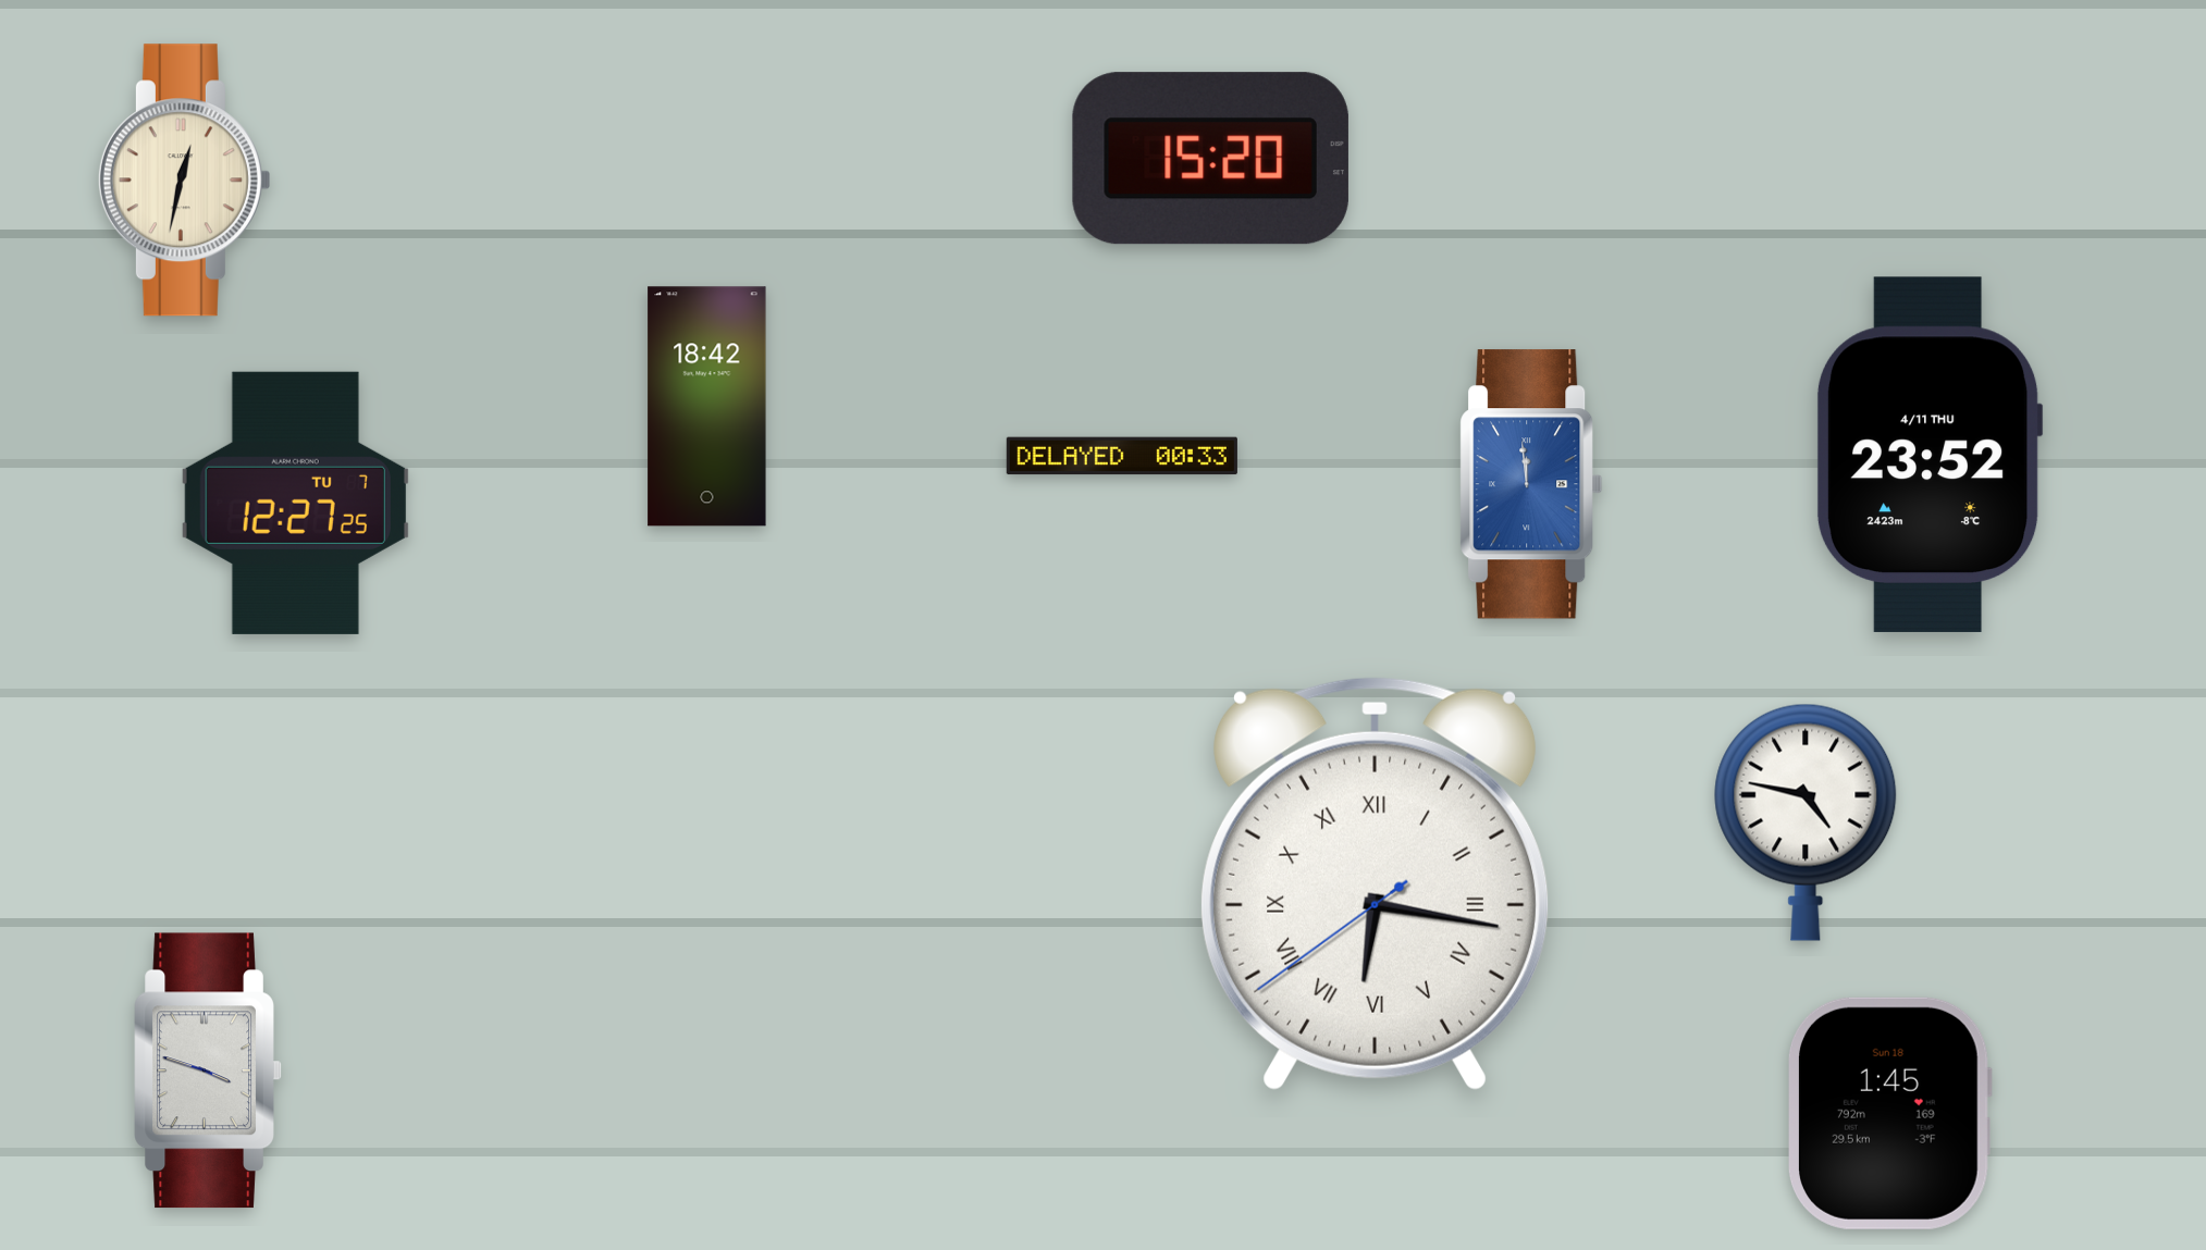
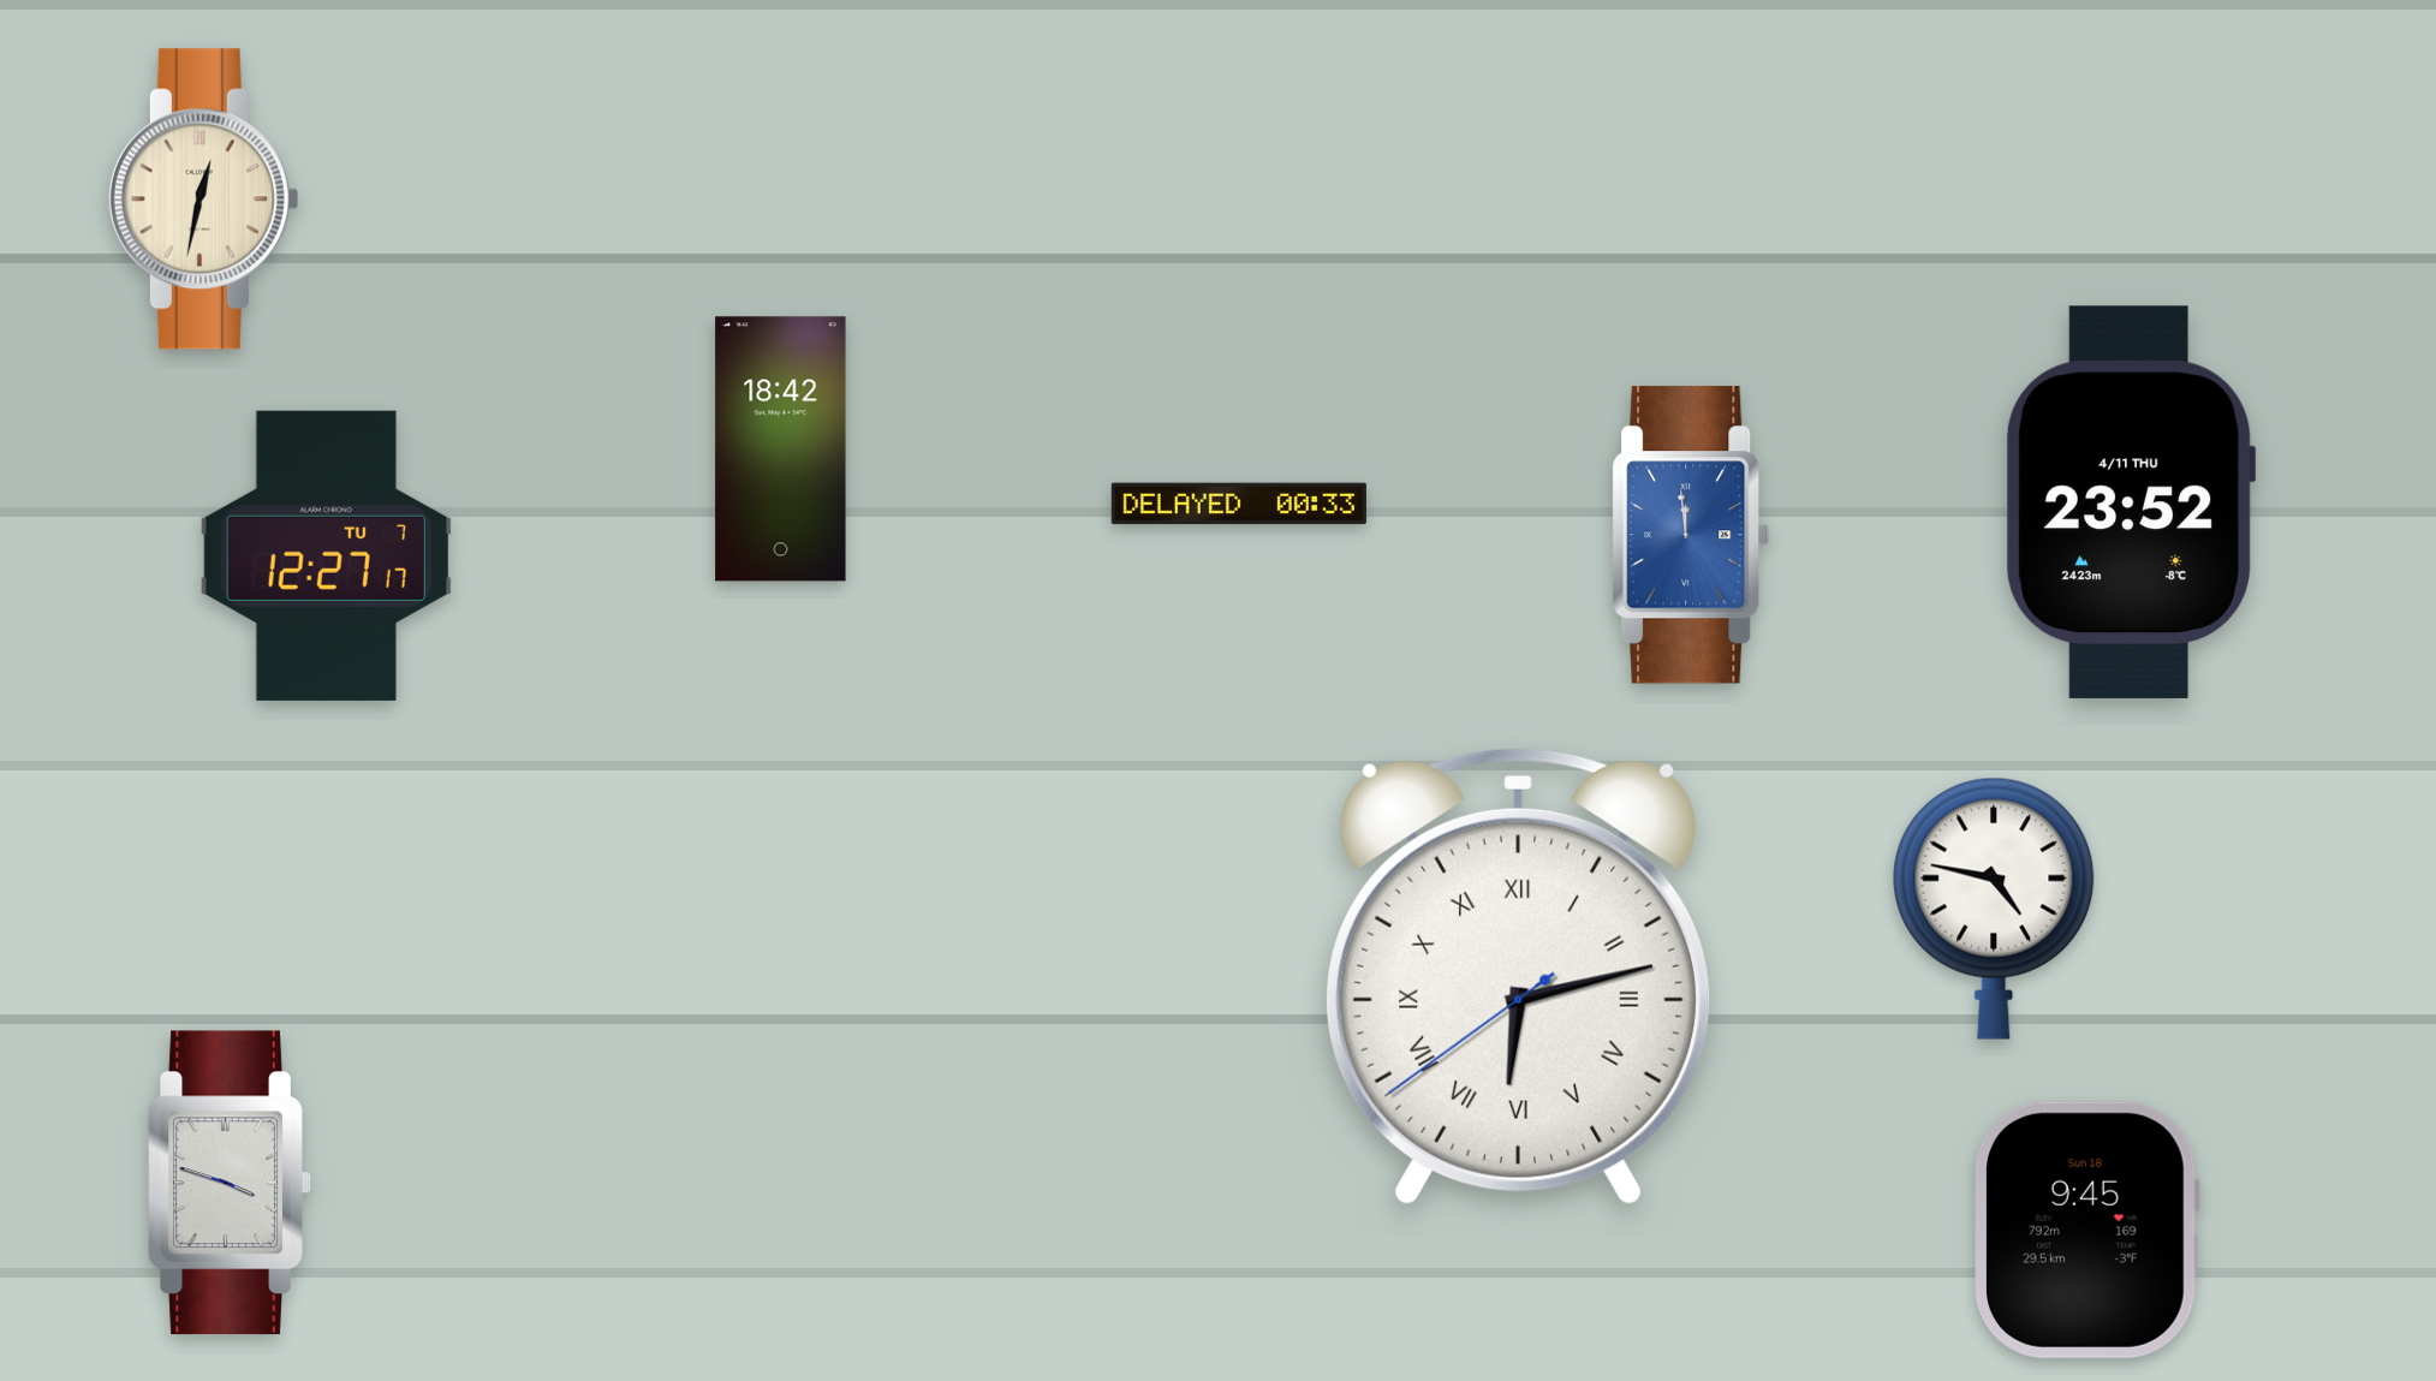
clock at (1210, 159): 15:20 -> none
clock at (295, 503): 12:27:25 -> 12:27:17
clock at (1376, 883): 6:16 -> 6:12
clock at (1890, 1113): 1:45 -> 9:45
